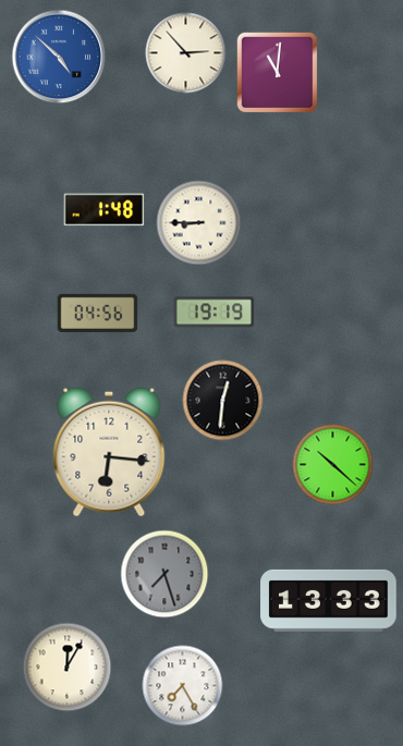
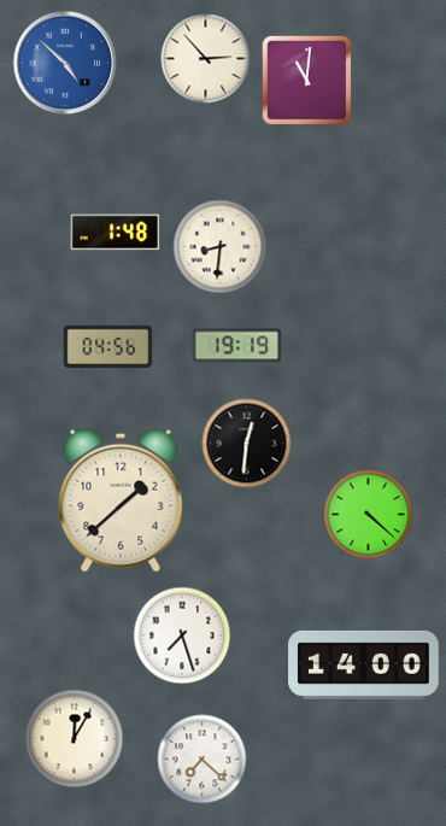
clock at (199, 223): 8:45 -> 8:31
clock at (109, 452): 6:16 -> 1:38
clock at (333, 465): 10:22 -> 4:22
clock at (164, 574) dial: grey -> white
clock at (329, 600): 13:33 -> 14:00
clock at (183, 686): 7:25 -> 7:22
